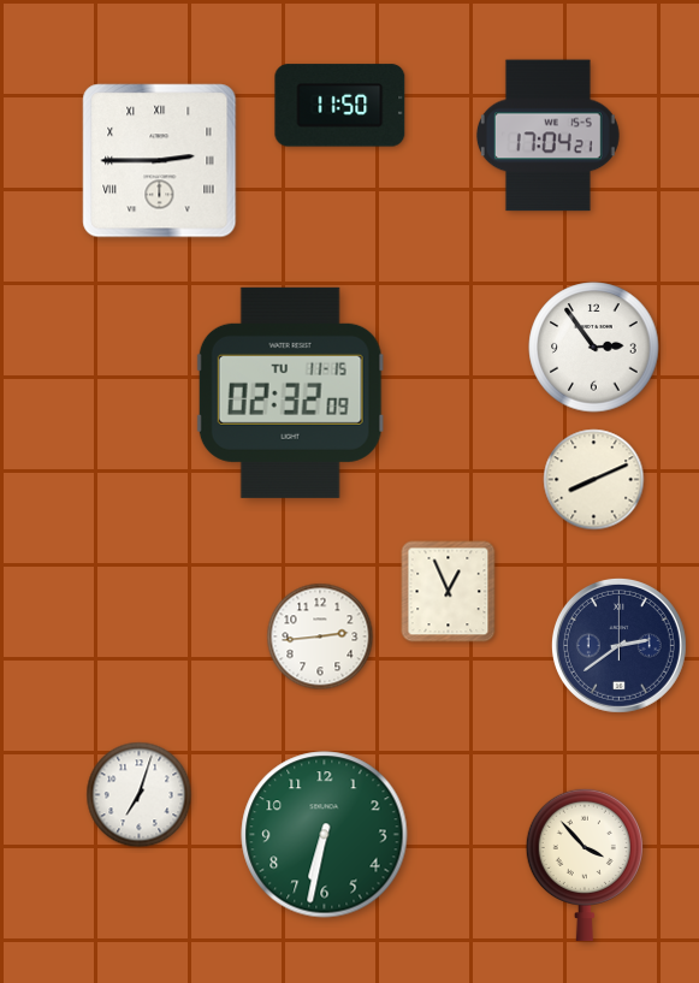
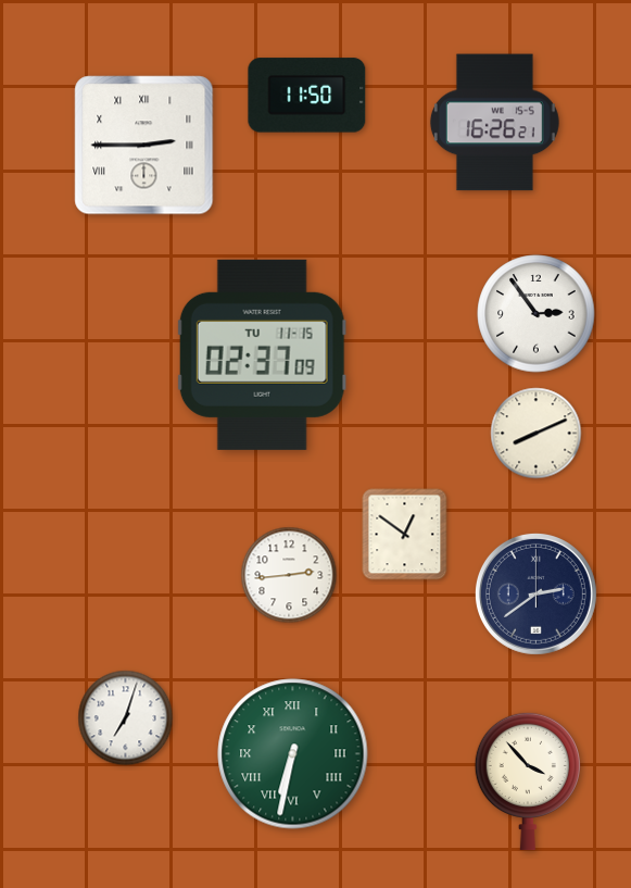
clock at (547, 136): 17:04 -> 16:26
clock at (290, 392): 02:32 -> 02:37
clock at (449, 592): 12:56 -> 12:51
clock at (618, 645) position: (618, 645) -> (535, 593)
clock at (325, 835) numerals: Arabic -> Roman
